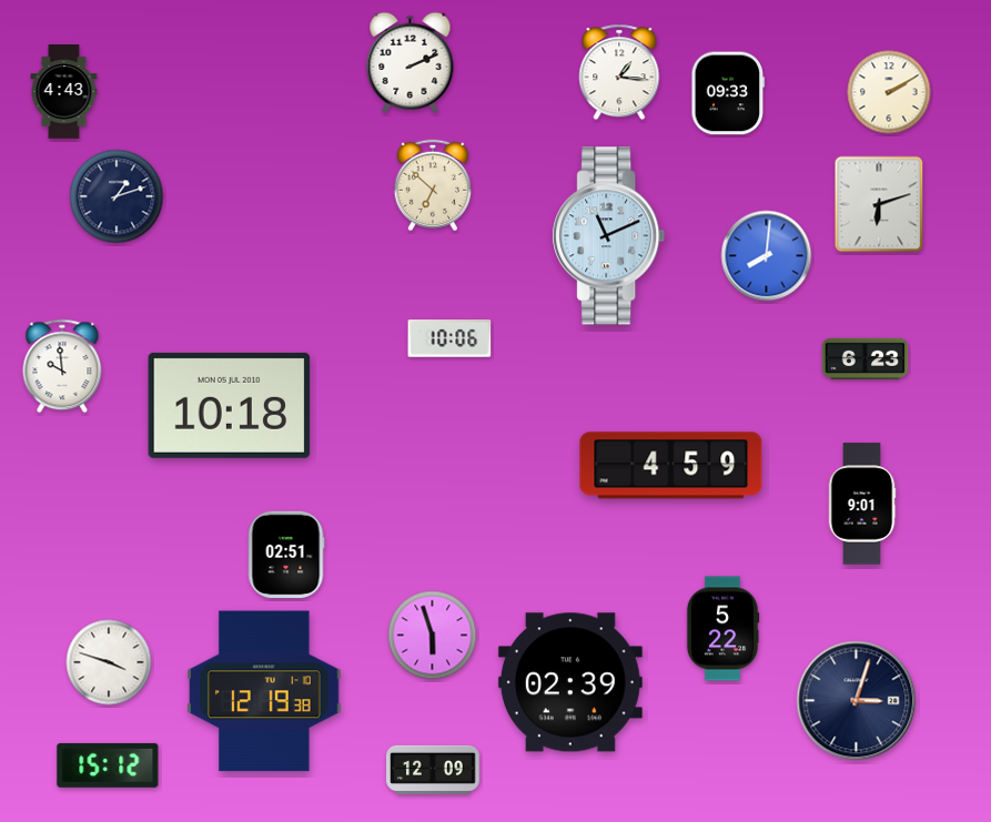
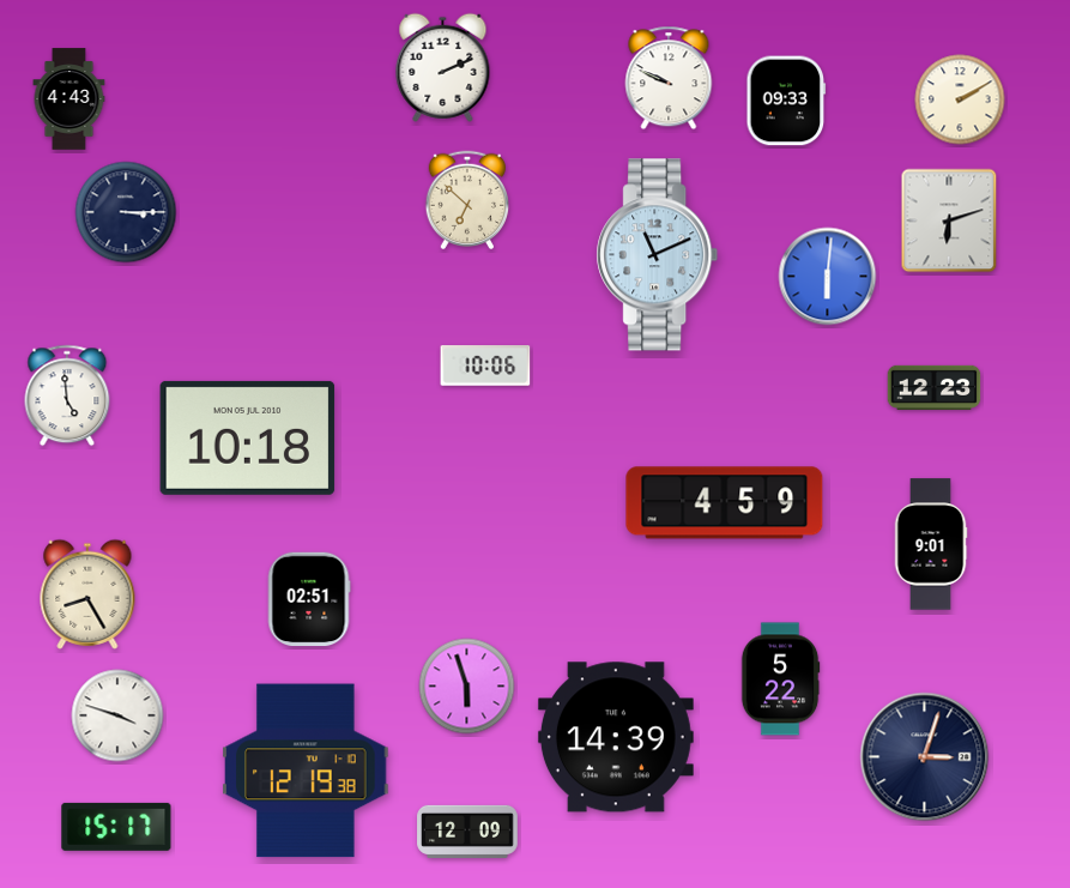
clock at (619, 72): 1:16 -> 9:49
clock at (117, 196): 1:12 -> 3:15
clock at (767, 256): 8:01 -> 6:01
clock at (866, 358): 6:23 -> 12:23
clock at (62, 366): 9:59 -> 4:59
clock at (87, 594): none -> 8:25
clock at (570, 682): 02:39 -> 14:39
clock at (264, 691) position: (264, 691) -> (306, 771)
clock at (108, 765): 15:12 -> 15:17
